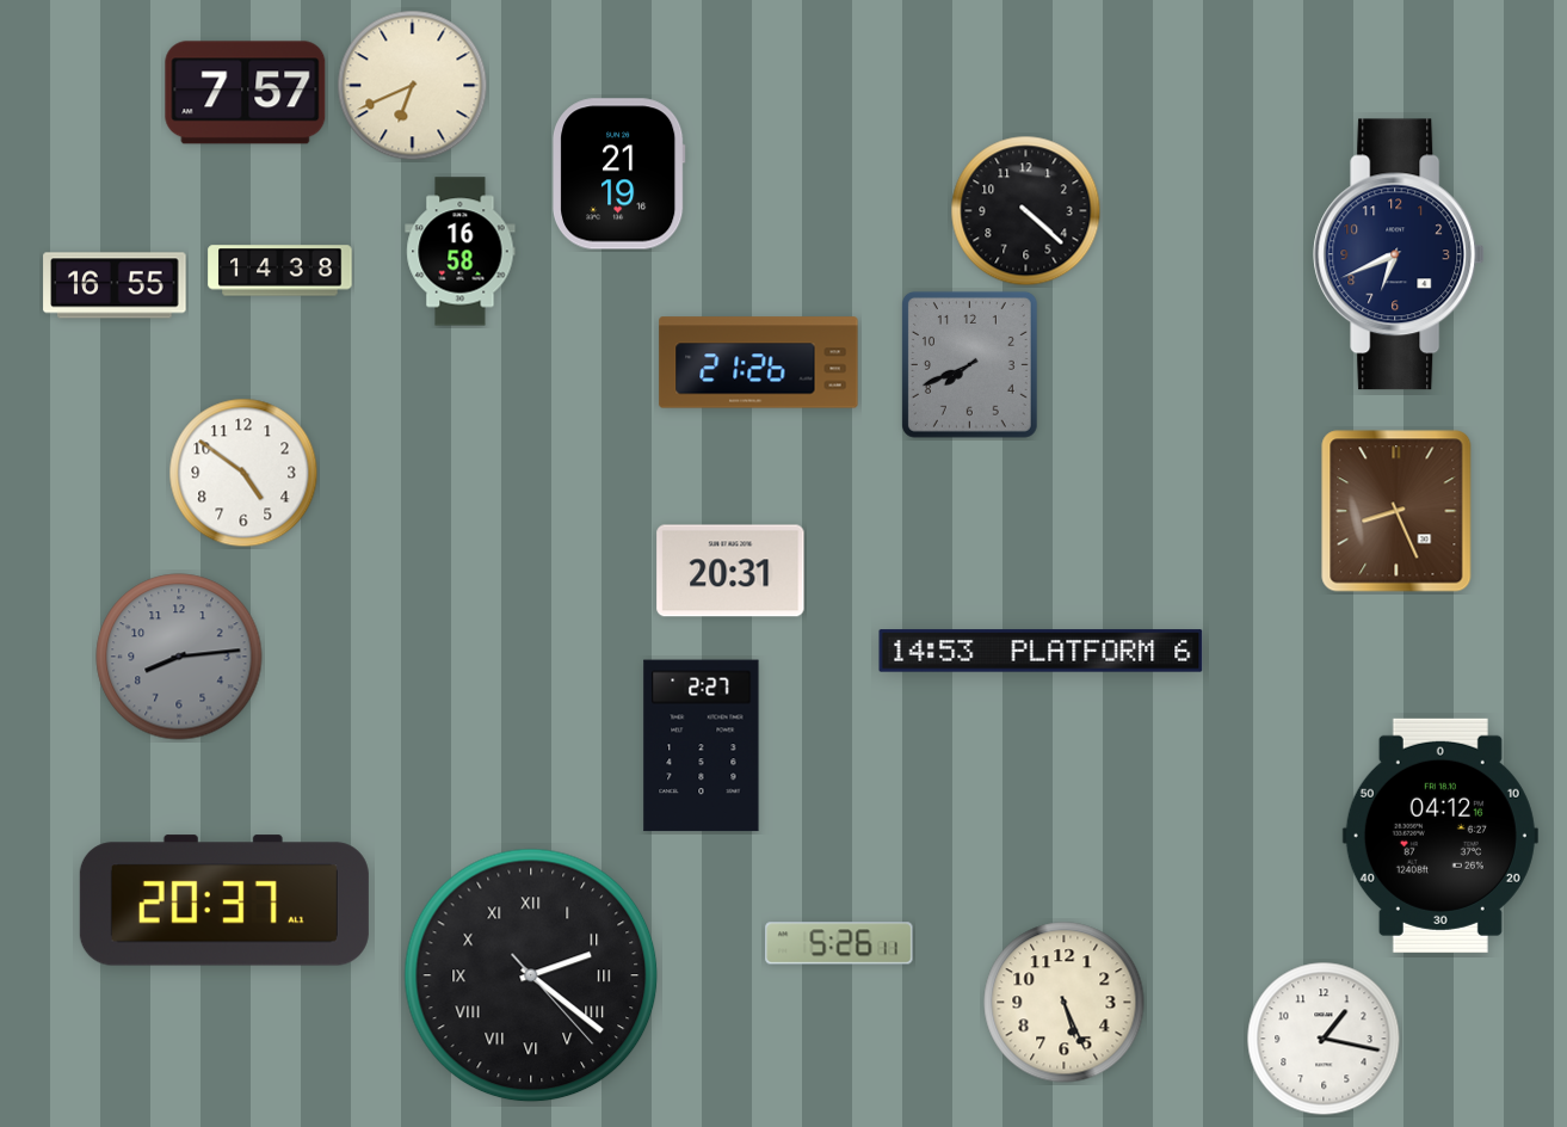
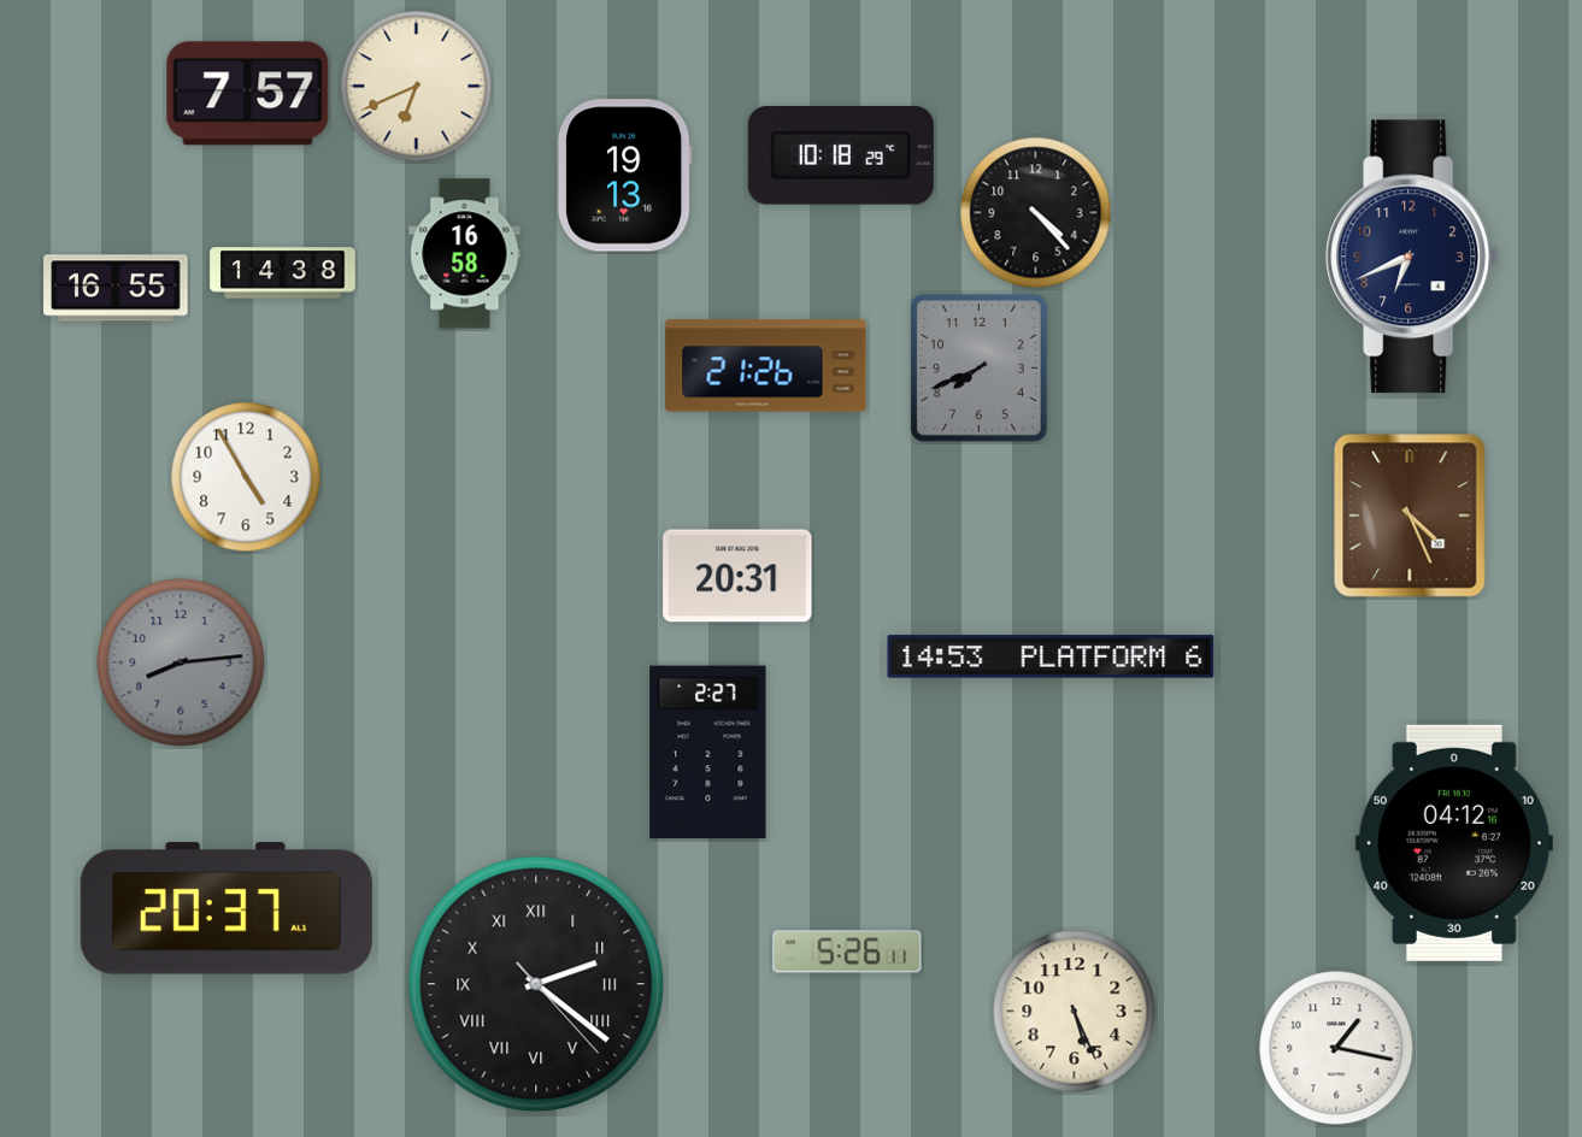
clock at (841, 155): none -> 10:18
clock at (618, 174): 21:19 -> 19:13
clock at (1026, 211): 4:22 -> 4:23
clock at (243, 473): 4:51 -> 4:55
clock at (1396, 511): 8:26 -> 4:26
